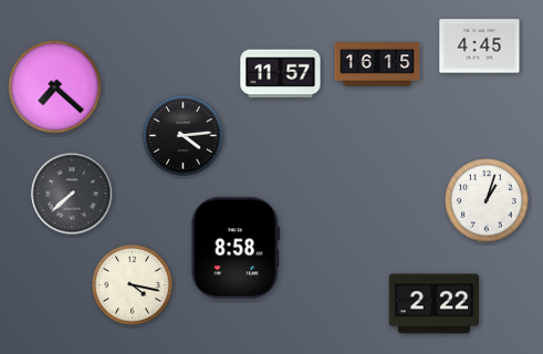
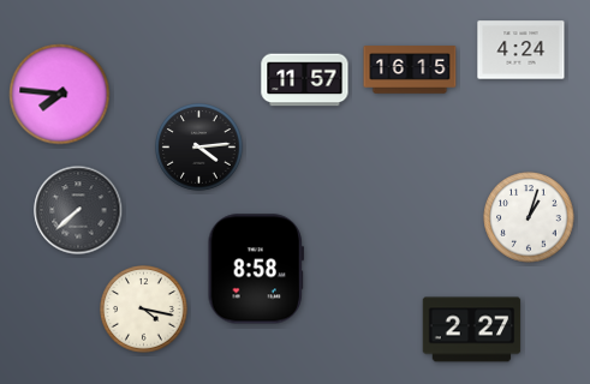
clock at (480, 46): 4:45 -> 4:24
clock at (55, 87): 7:22 -> 7:46
clock at (435, 304): 2:22 -> 2:27
